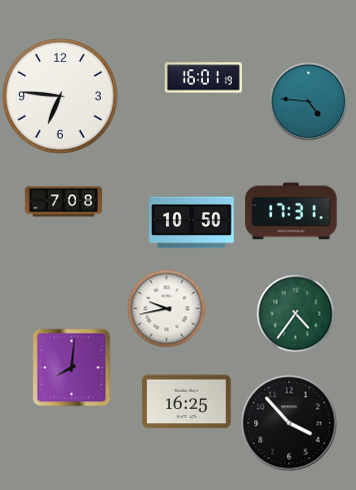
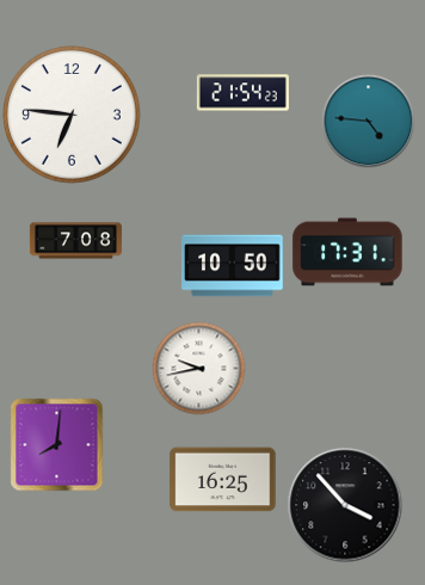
clock at (203, 78): 16:01 -> 21:54
clock at (192, 223) position: (192, 223) -> (233, 266)
clock at (295, 313): 4:36 -> none
clock at (71, 367) position: (71, 367) -> (56, 444)
